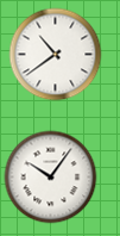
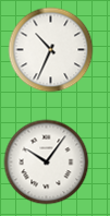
clock at (55, 54): 10:39 -> 10:34
